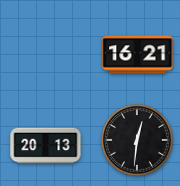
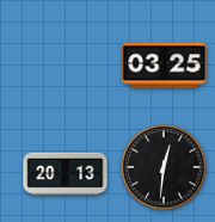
clock at (138, 55): 16:21 -> 03:25
clock at (46, 146) position: (46, 146) -> (66, 174)
